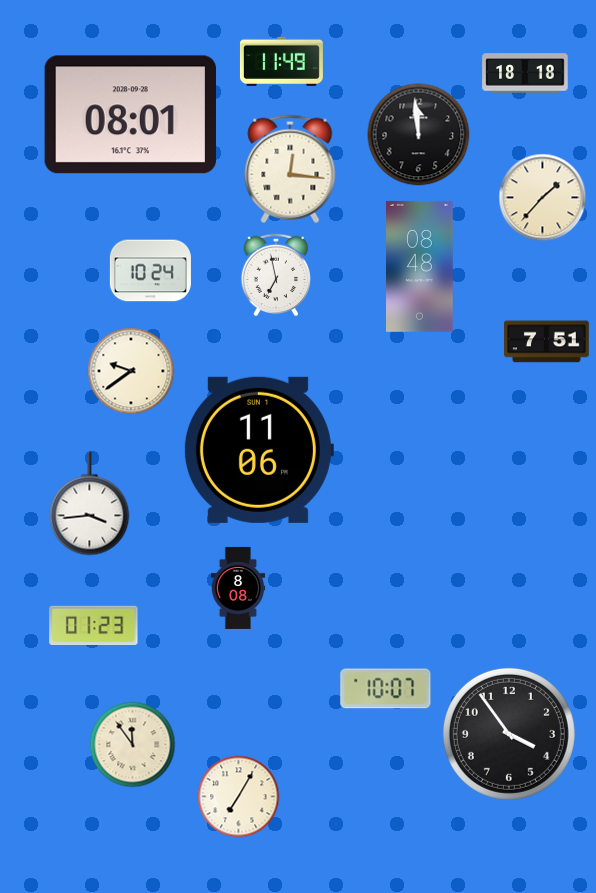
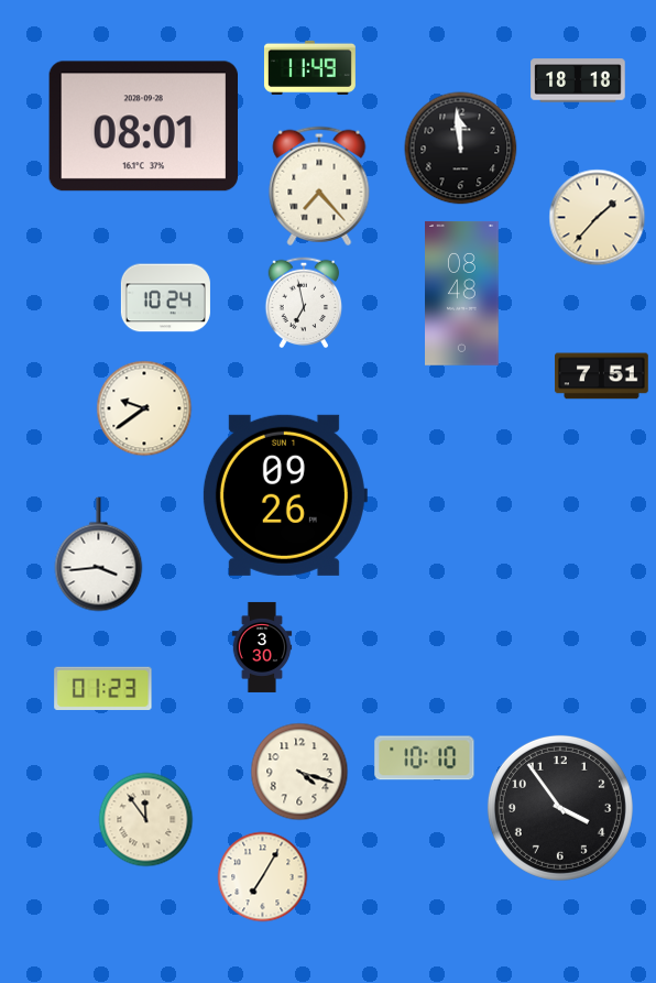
clock at (290, 169): 12:16 -> 7:23
clock at (258, 450): 11:06 -> 09:26
clock at (238, 588): 8:08 -> 3:30
clock at (386, 689): 10:07 -> 10:10
clock at (299, 772): none -> 4:18
